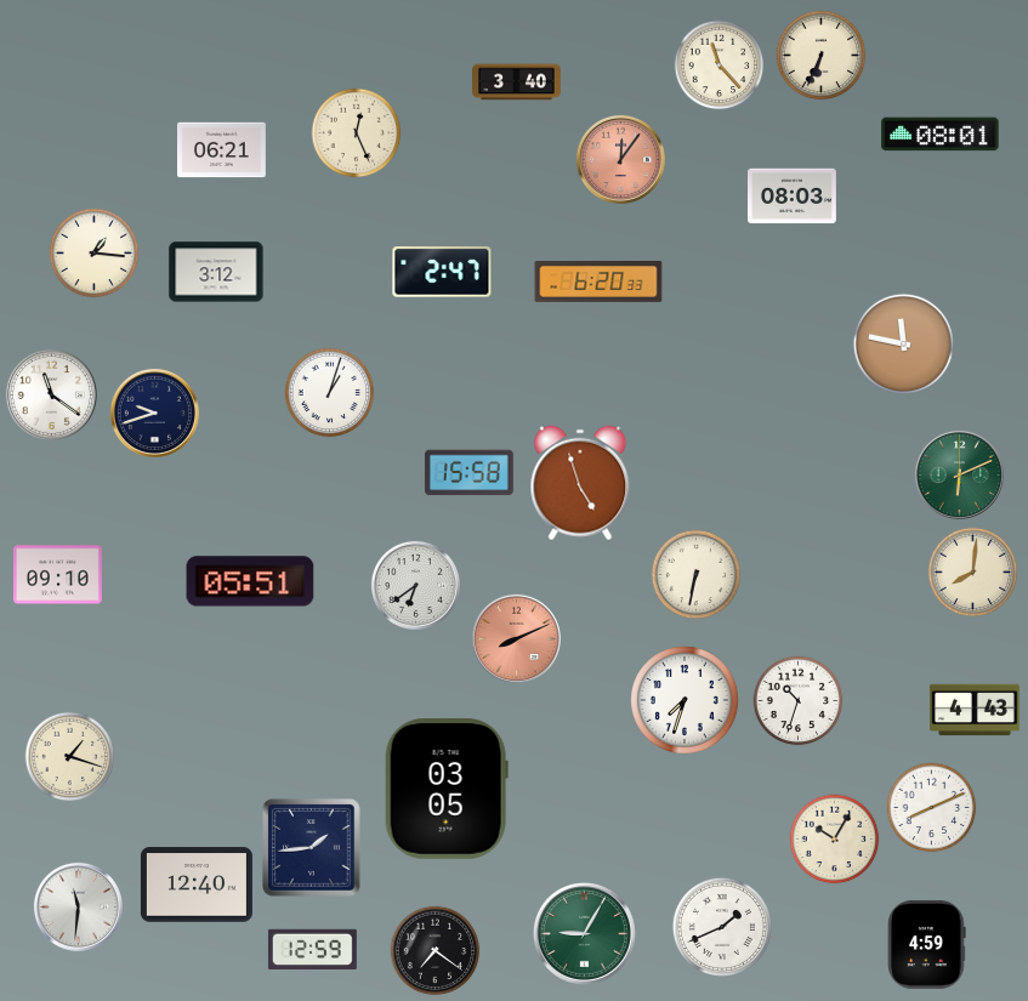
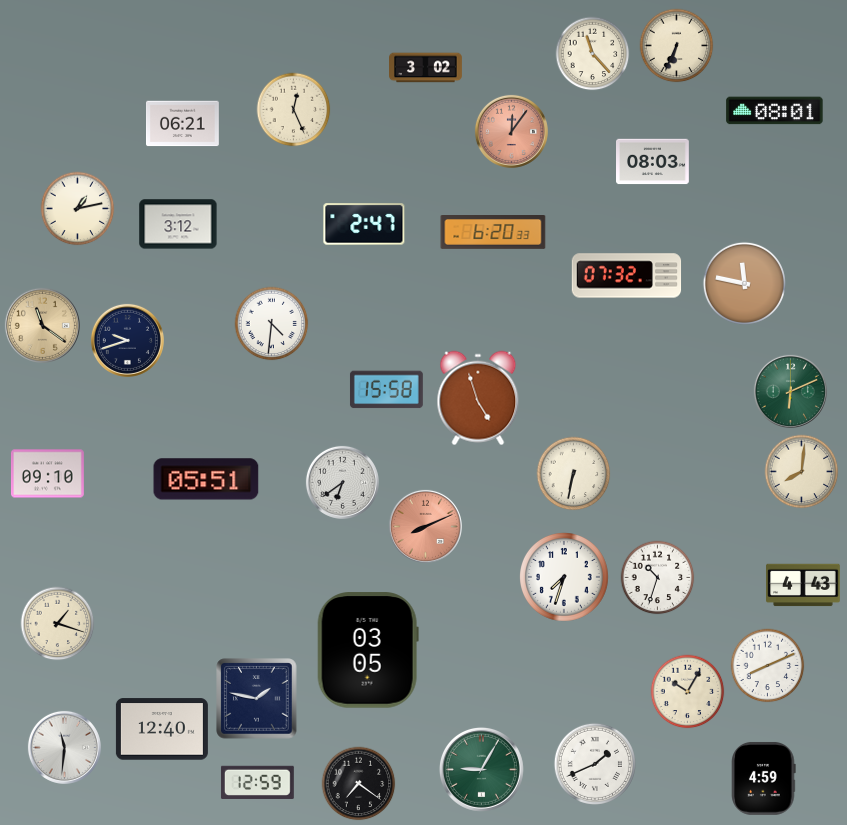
clock at (517, 83): 3:40 -> 3:02
clock at (95, 254): 1:16 -> 1:13
clock at (627, 276): none -> 07:32
clock at (330, 393): 1:03 -> 4:31
clock at (51, 394) dial: white -> champagne
clock at (312, 848): 1:44 -> 1:47
